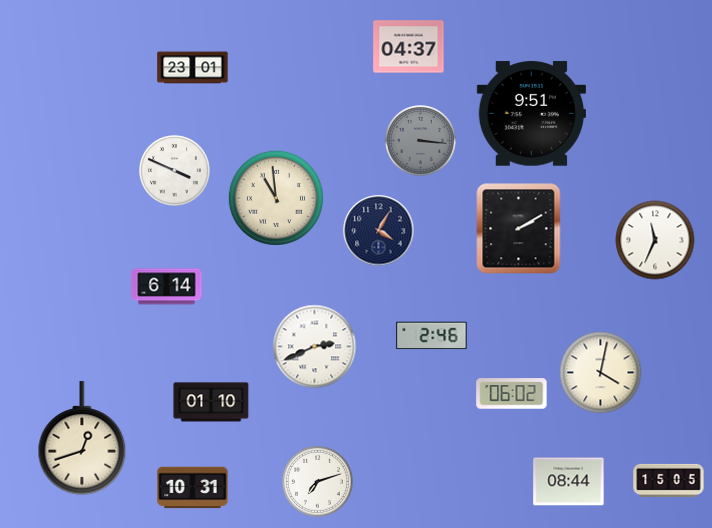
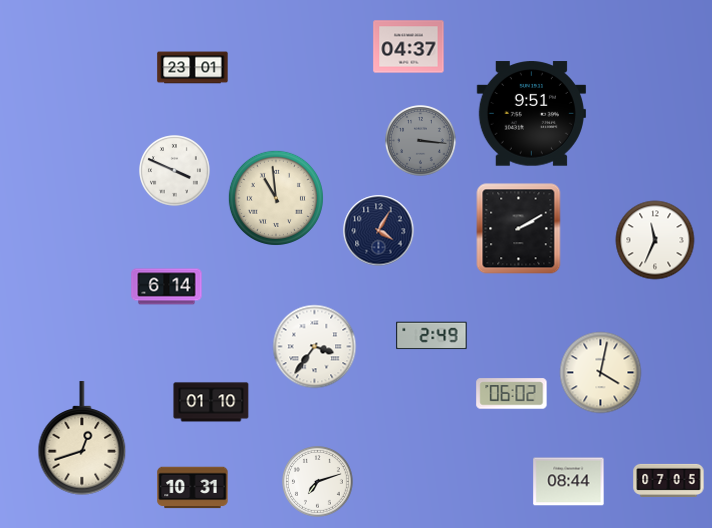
clock at (432, 336): 2:46 -> 2:49
clock at (315, 347): 2:41 -> 3:36
clock at (669, 480): 15:05 -> 07:05
